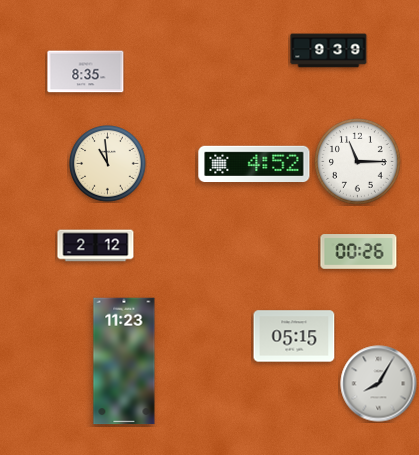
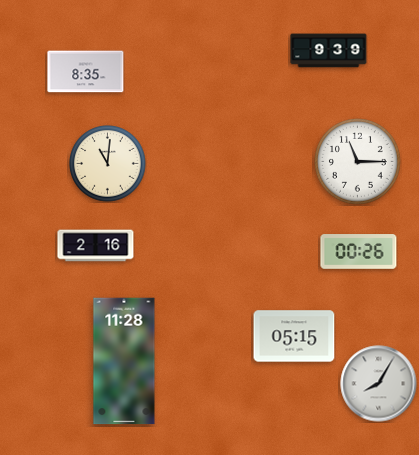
clock at (108, 164): 10:59 -> 11:01
clock at (254, 164): 4:52 -> none
clock at (96, 246): 2:12 -> 2:16
clock at (124, 361): 11:23 -> 11:28
